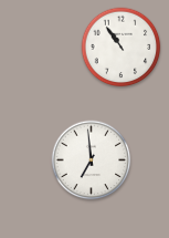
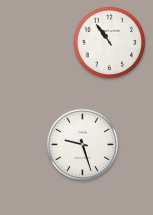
clock at (92, 161): 6:59 -> 9:27
